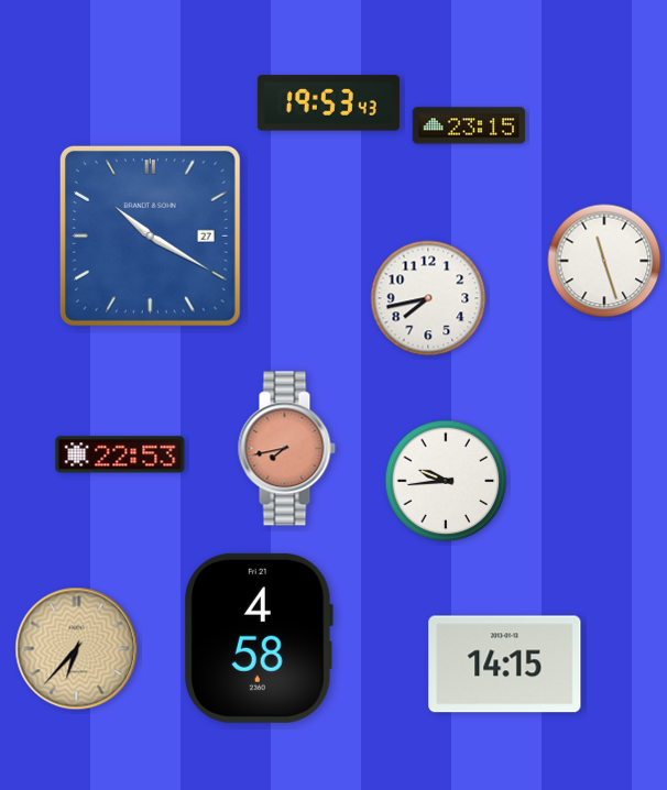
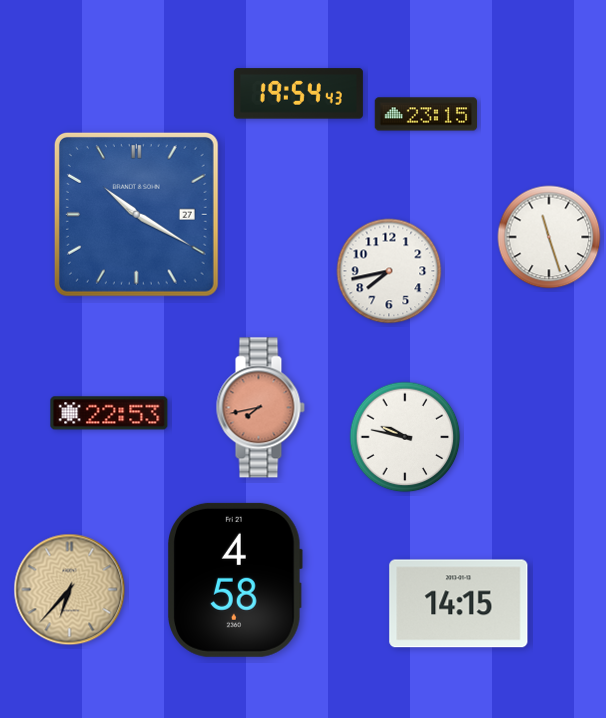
clock at (328, 103): 19:53 -> 19:54
clock at (446, 481): 9:44 -> 9:47
